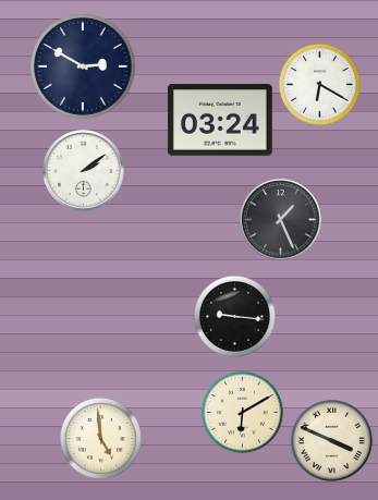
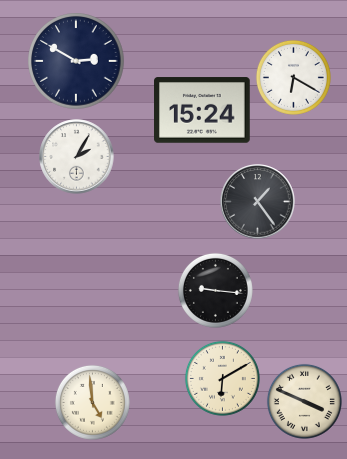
clock at (221, 120): 03:24 -> 15:24
clock at (84, 171): 2:09 -> 2:05
clock at (281, 220): 1:26 -> 1:24
clock at (331, 440) position: (331, 440) -> (304, 401)
